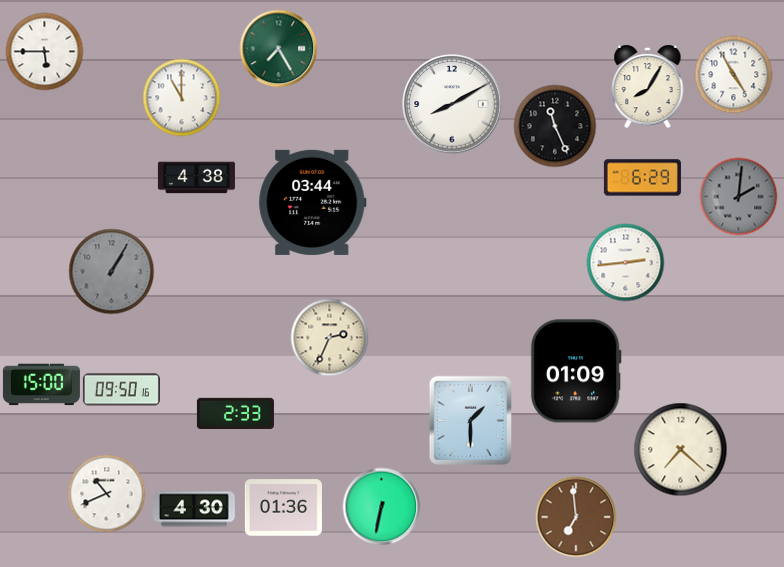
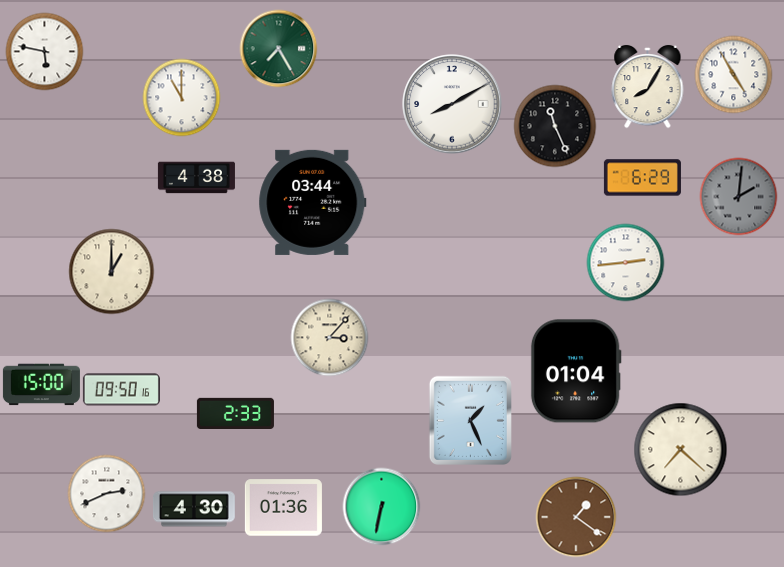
clock at (44, 51): 5:45 -> 5:47
clock at (111, 271): 1:05 -> 1:00
clock at (111, 271) dial: grey -> cream
clock at (329, 337): 2:34 -> 3:07
clock at (576, 371): 01:09 -> 01:04
clock at (470, 420): 1:30 -> 1:26
clock at (106, 493): 10:41 -> 2:41
clock at (576, 517): 6:59 -> 1:21
